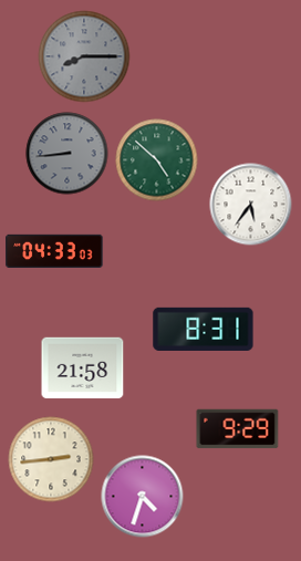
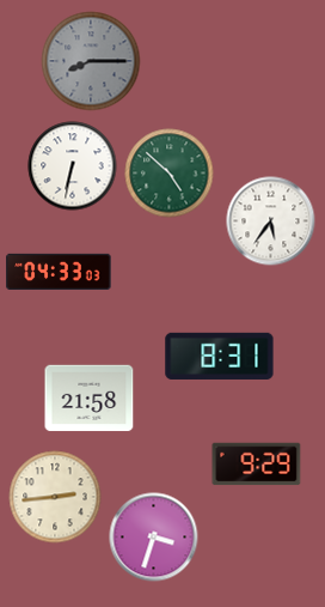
clock at (68, 154): 8:44 -> 6:32
clock at (68, 154) dial: grey -> white
clock at (143, 497): 4:33 -> 3:33
